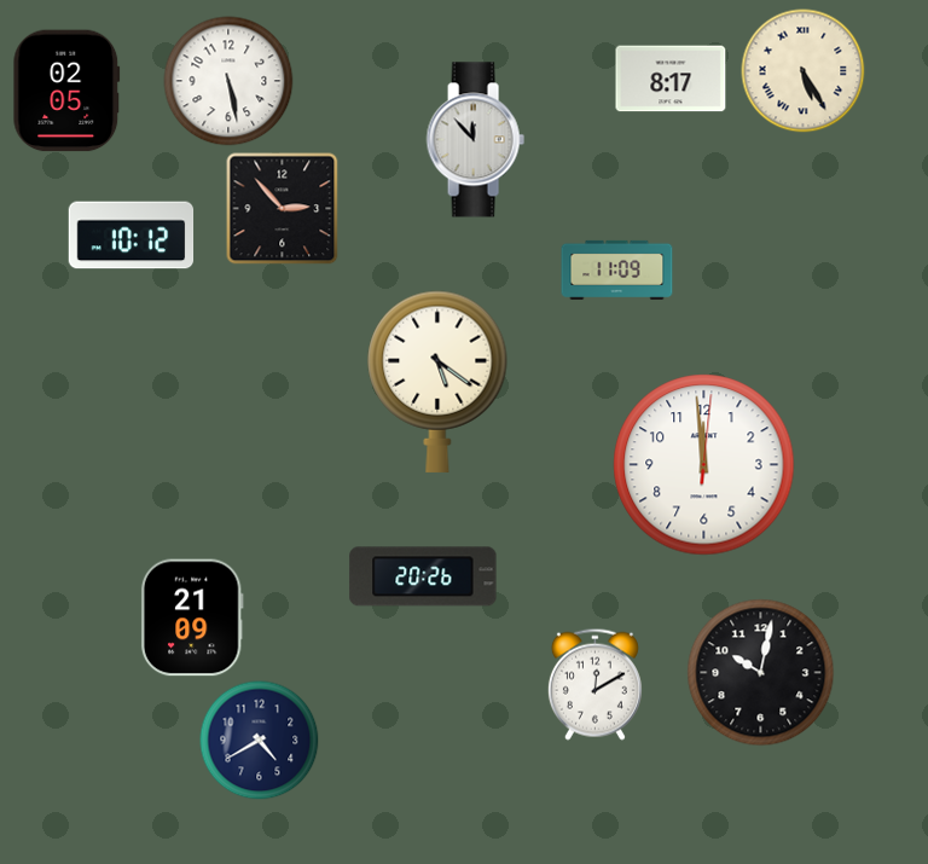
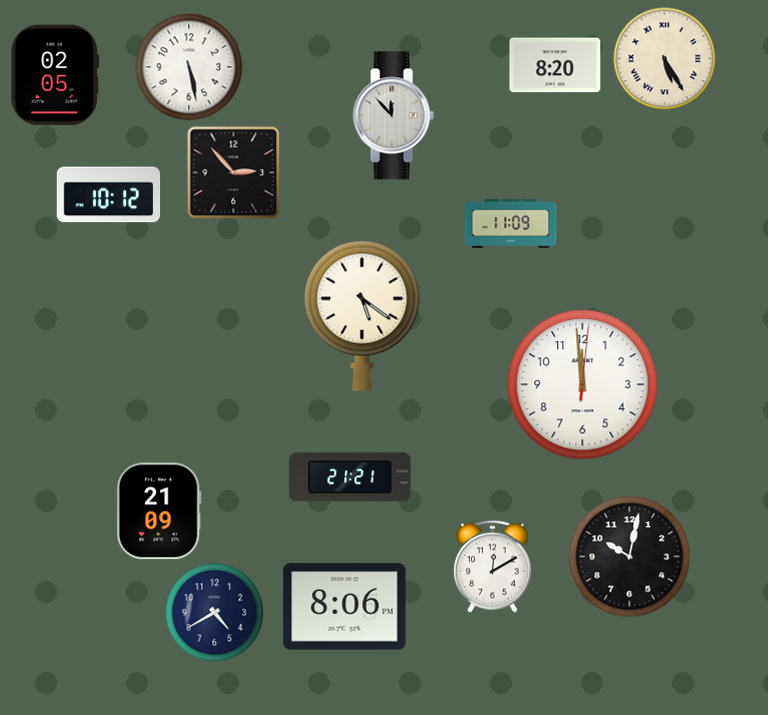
clock at (671, 79): 8:17 -> 8:20
clock at (423, 576): 20:26 -> 21:21
clock at (345, 607): none -> 8:06
